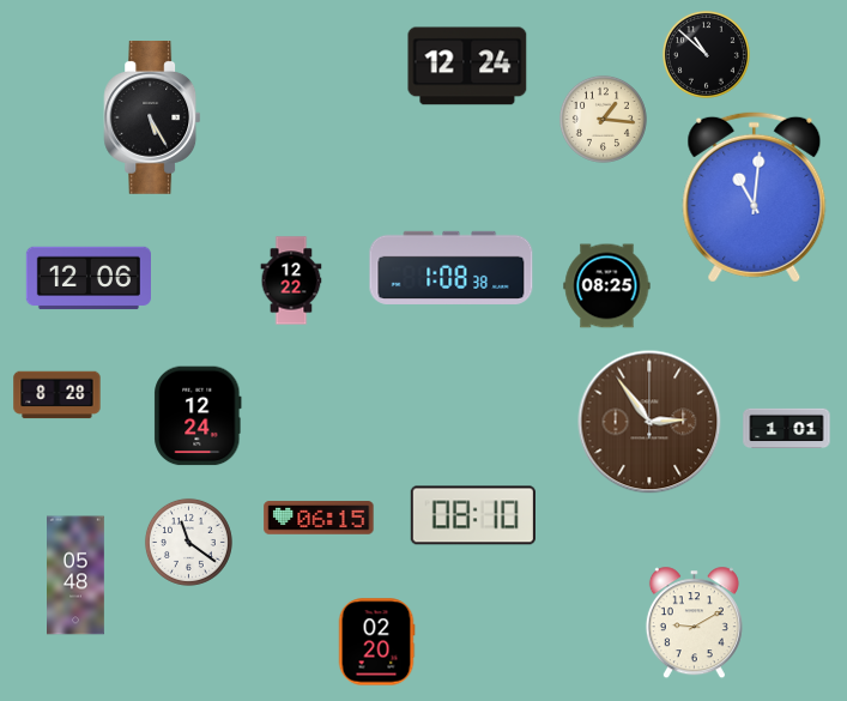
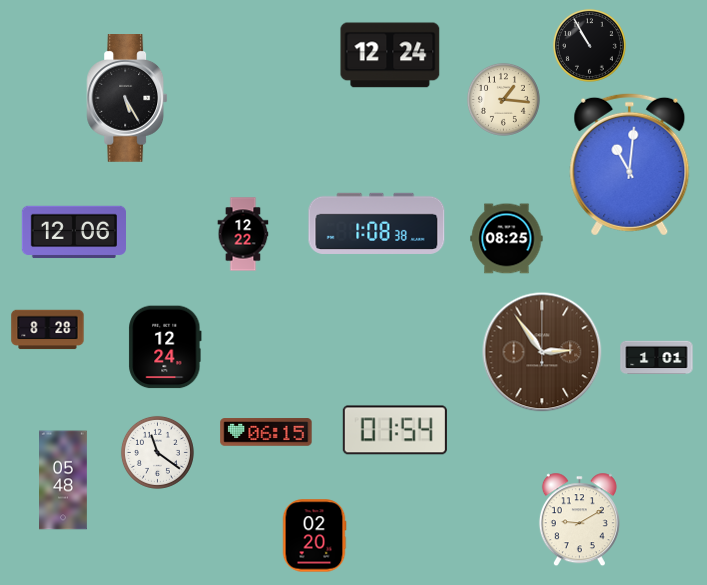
clock at (706, 54): 10:52 -> 10:55
clock at (473, 515): 08:10 -> 01:54
